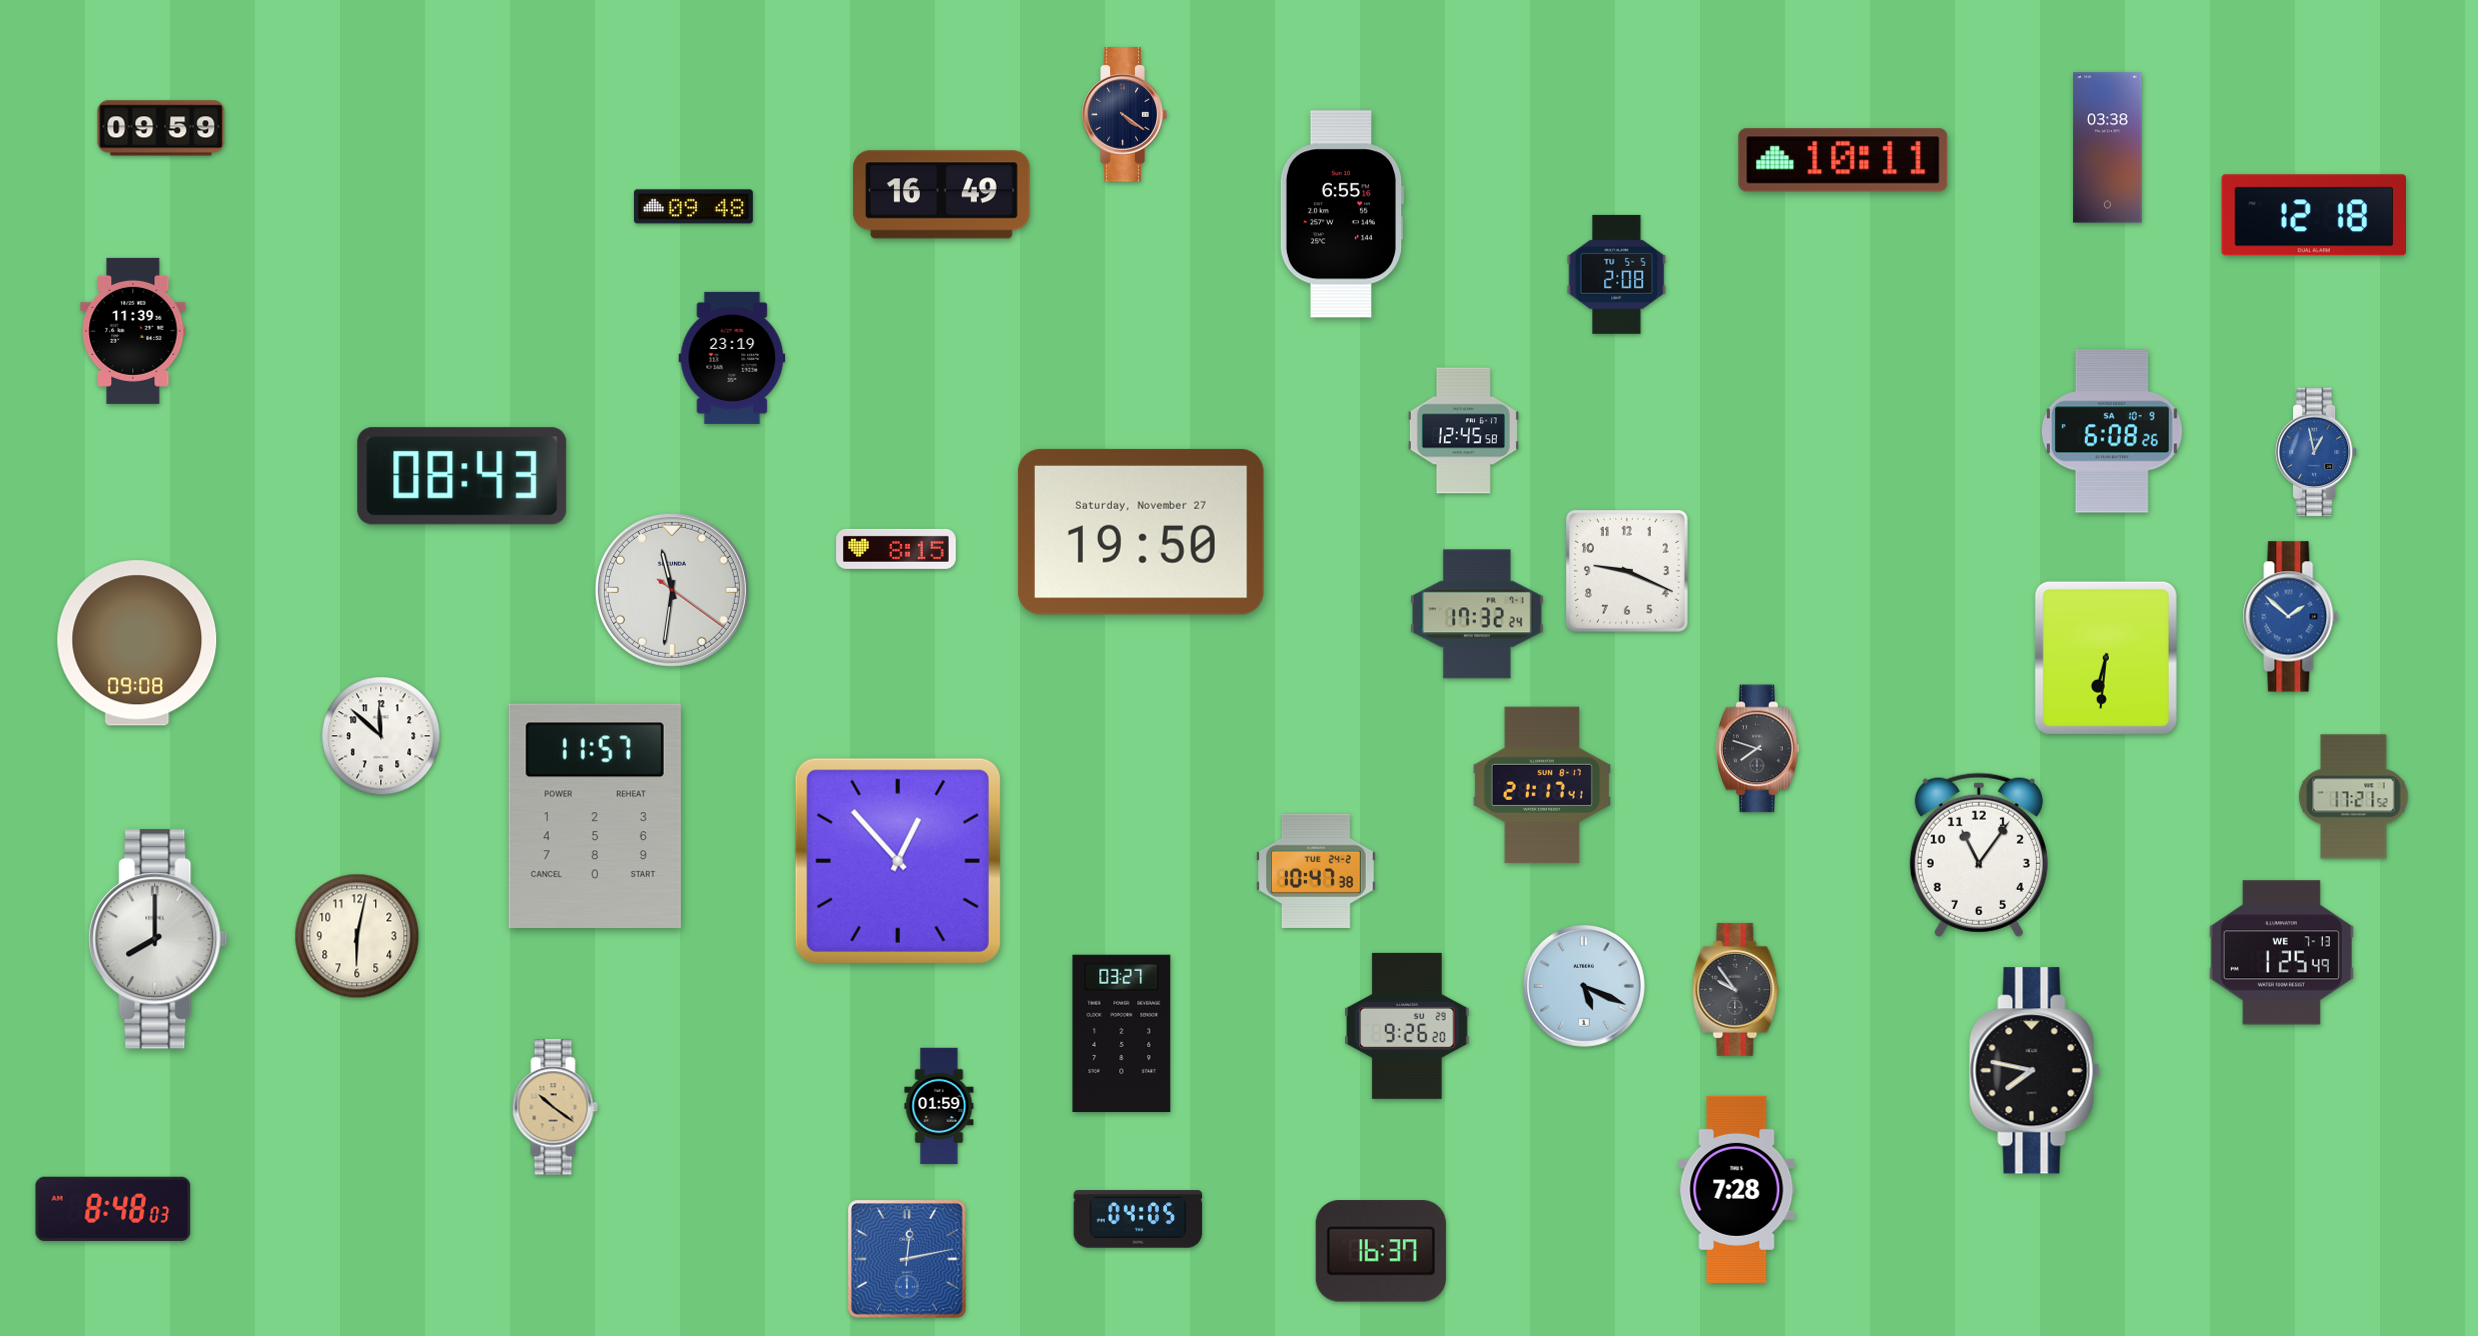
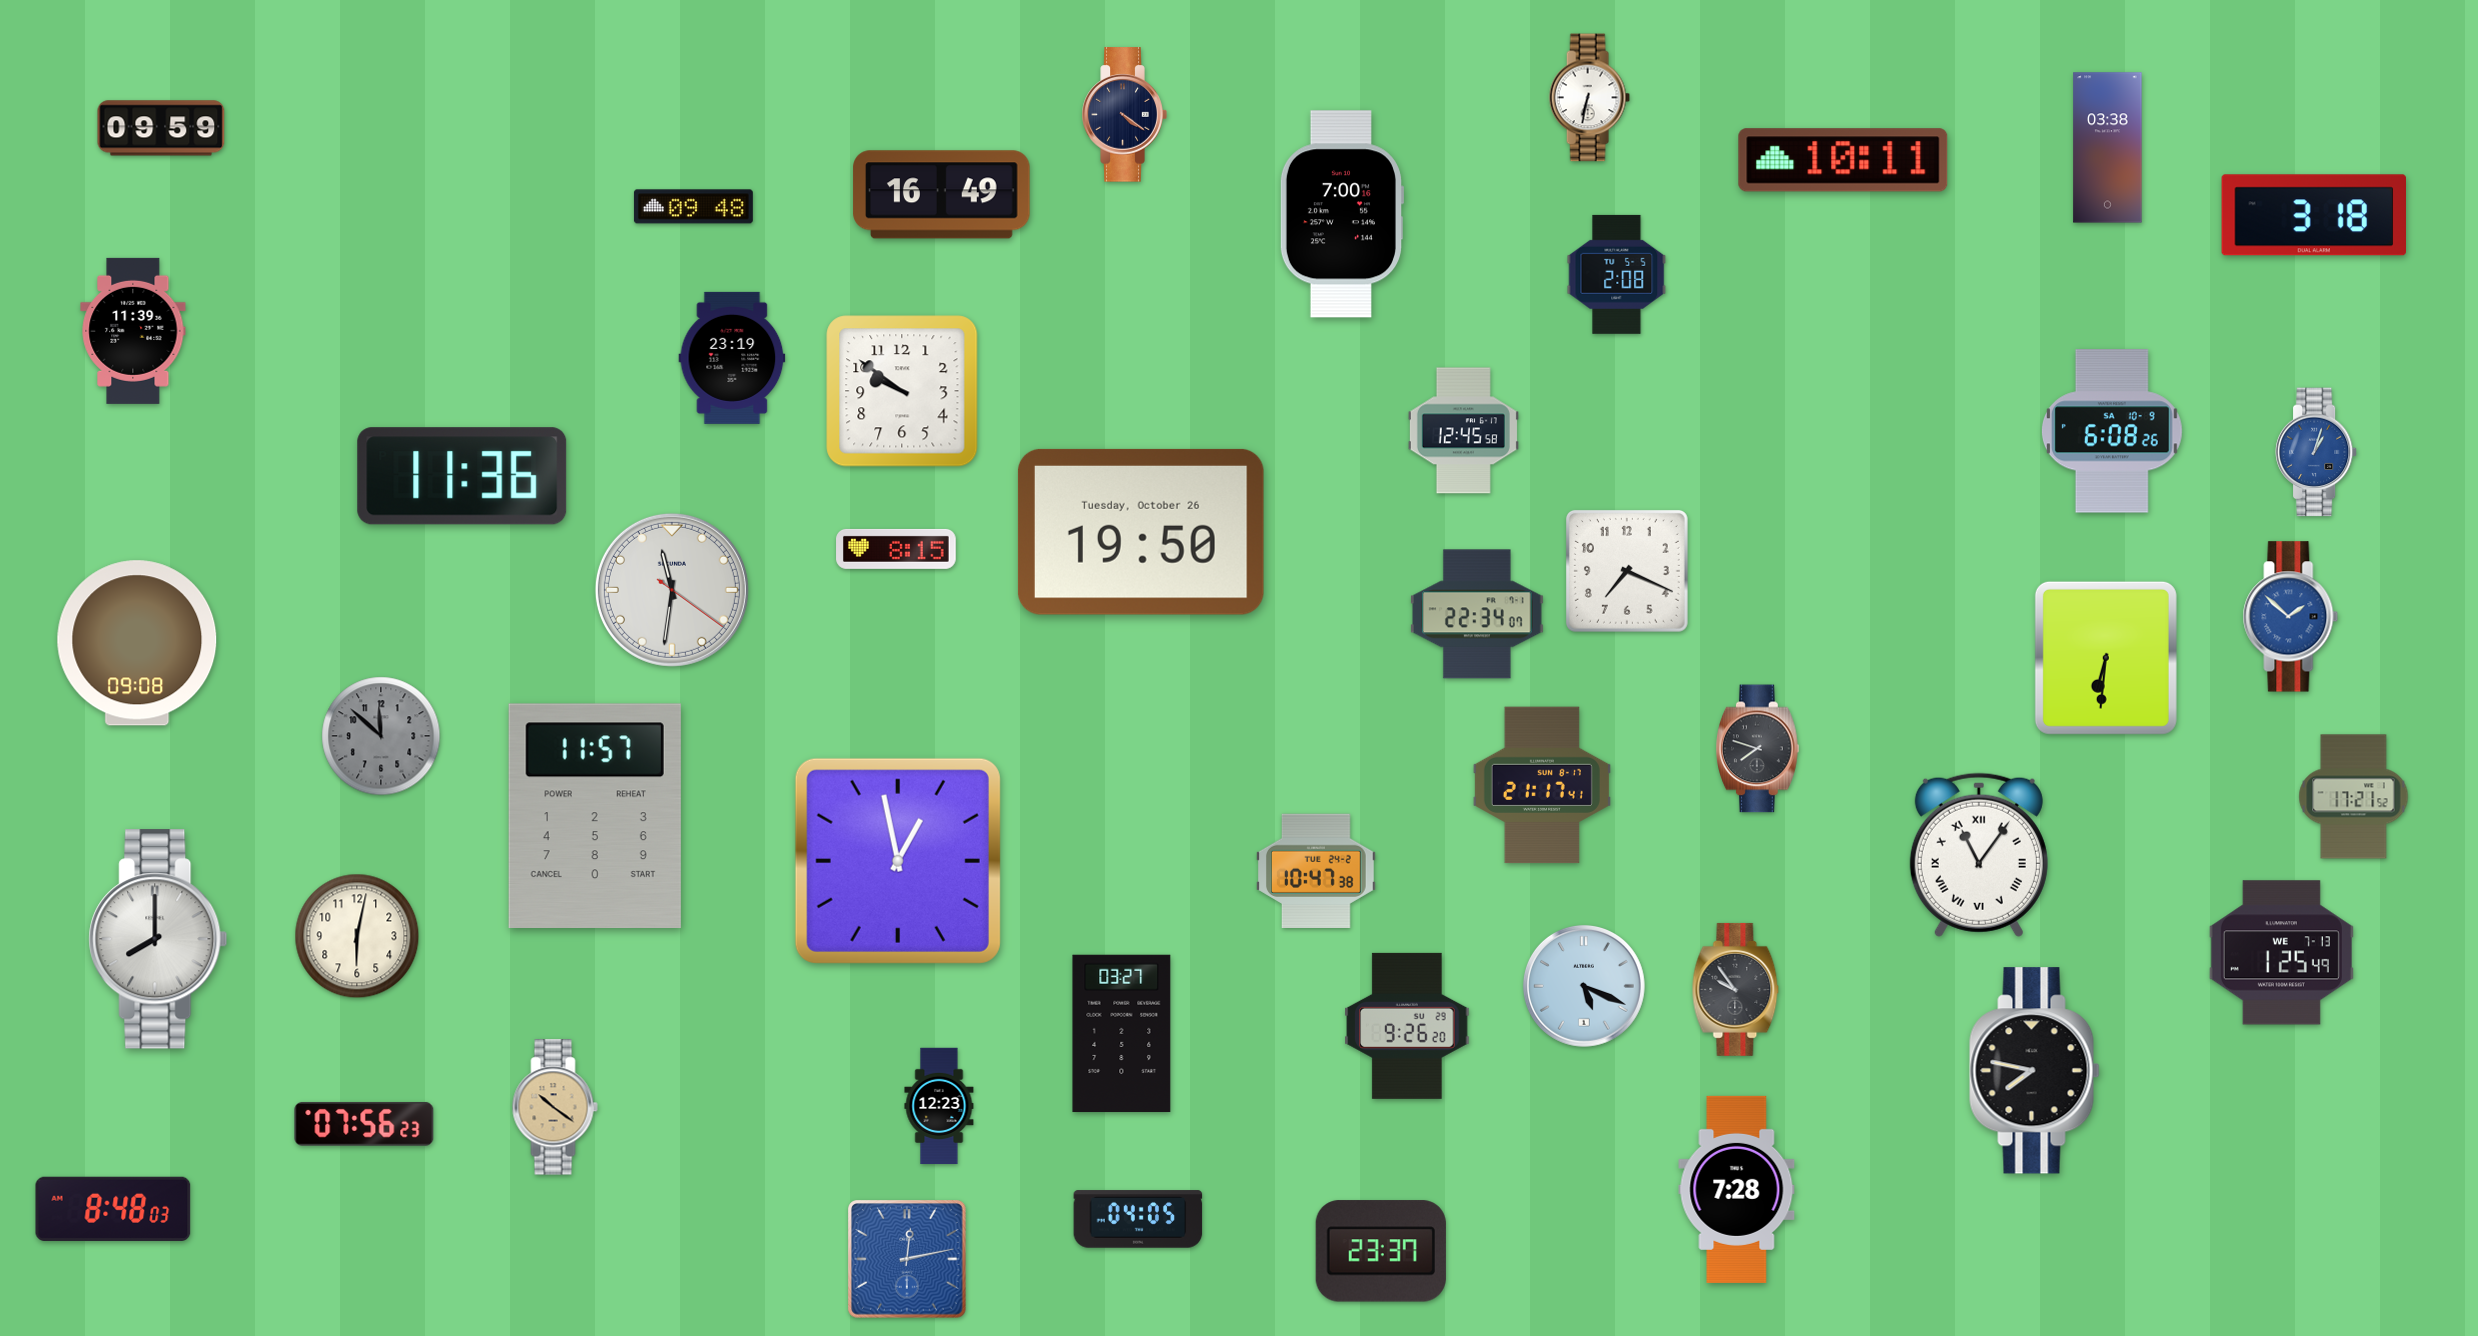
clock at (1589, 98): none -> 6:32
clock at (1341, 214): 6:55 -> 7:00
clock at (2313, 215): 12:18 -> 3:18
clock at (902, 391): none -> 9:51
clock at (2316, 452): 12:58 -> 1:03
clock at (462, 476): 08:43 -> 11:36
clock at (1141, 532) date: Saturday, November 27 -> Tuesday, October 26
clock at (1627, 571): 9:19 -> 7:19
clock at (1477, 614): 17:32 -> 22:34
clock at (381, 736) dial: white -> grey
clock at (1979, 855) numerals: Arabic -> Roman
clock at (898, 861): 12:53 -> 12:58
clock at (939, 1106): 01:59 -> 12:23
clock at (364, 1124): none -> 07:56
clock at (1381, 1251): 16:37 -> 23:37
